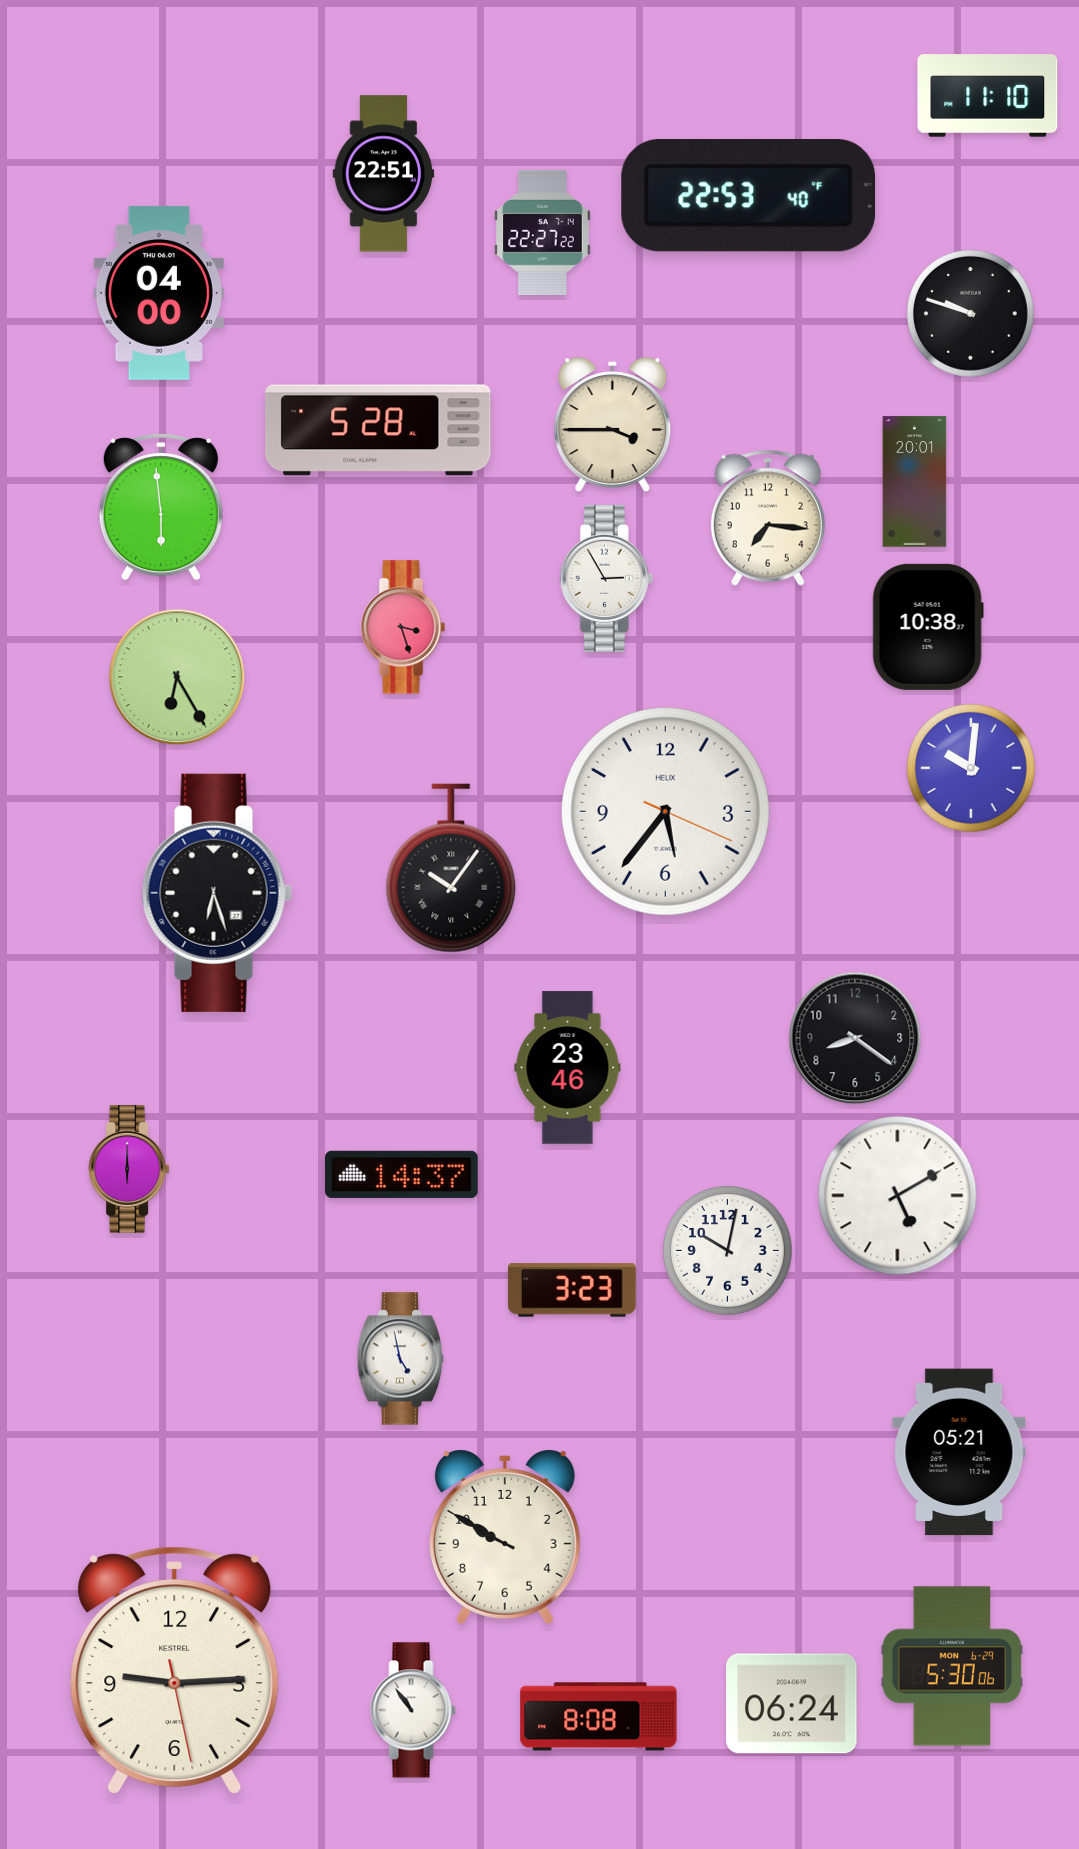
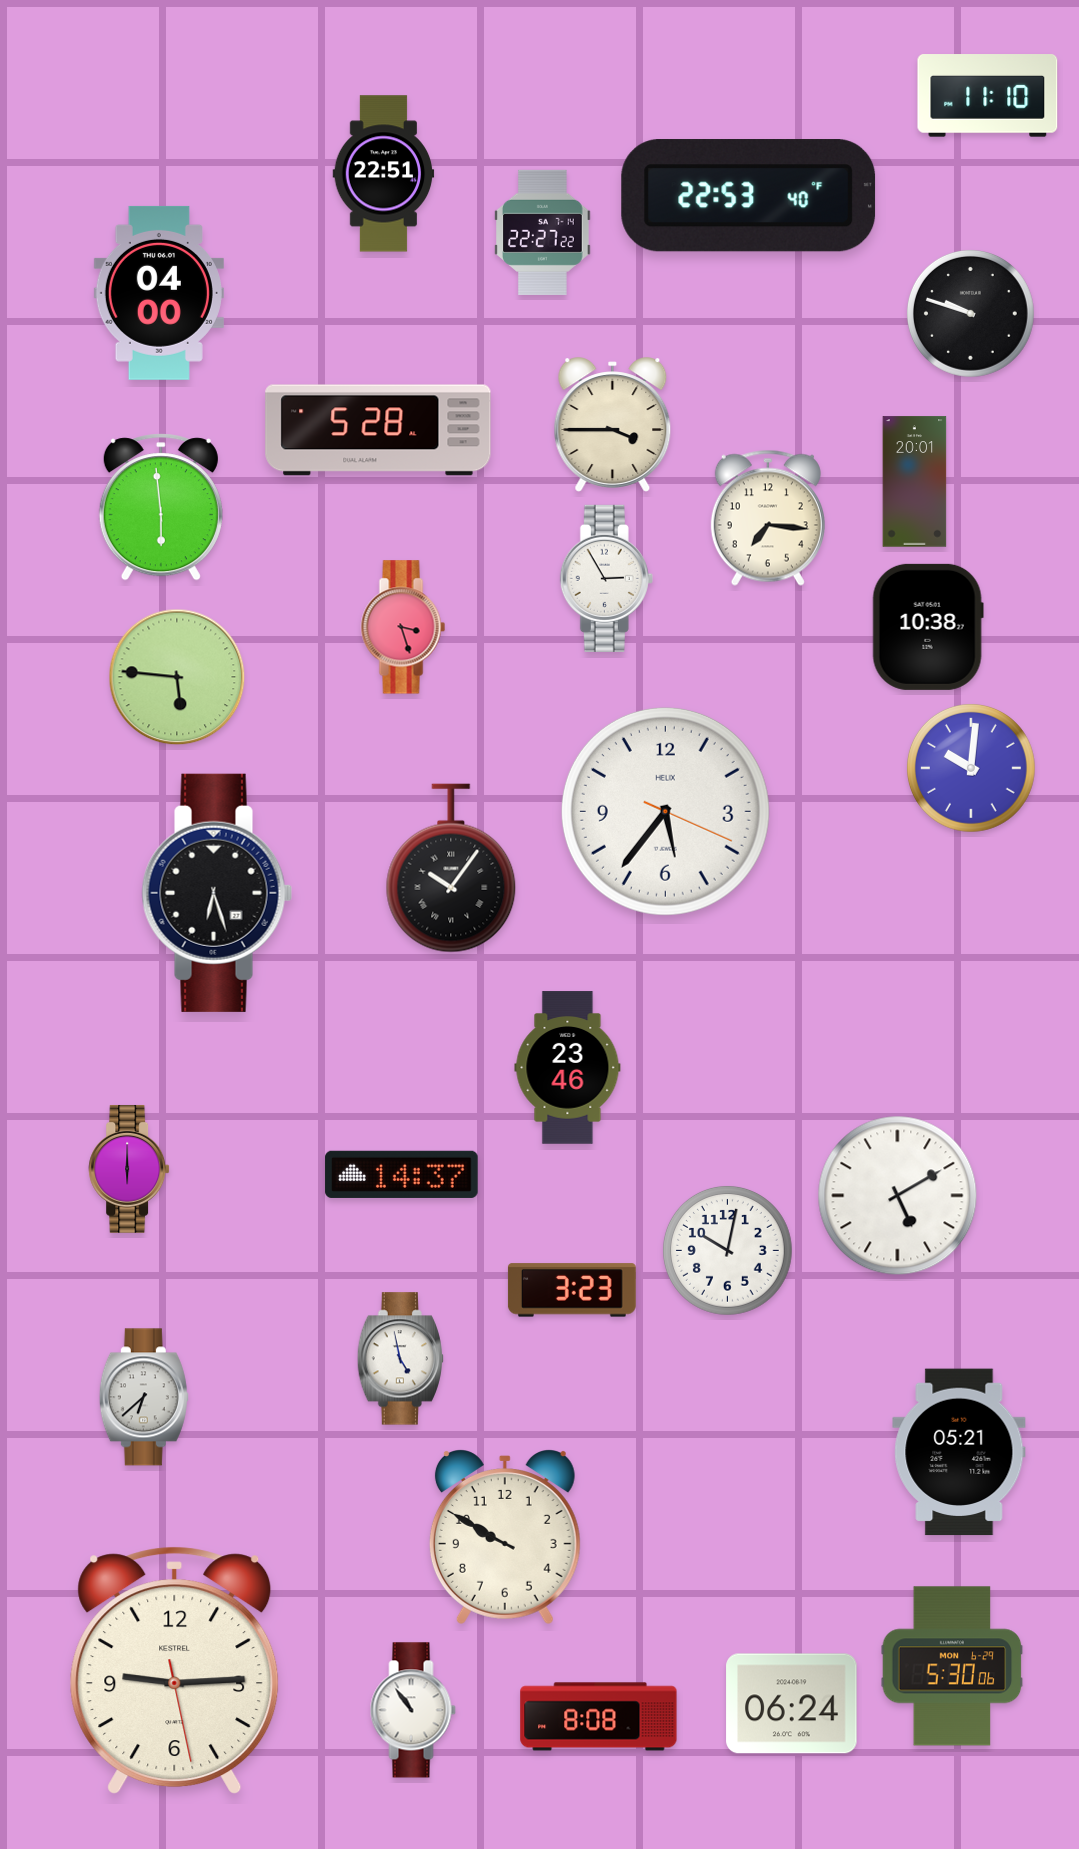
clock at (177, 677): 6:25 -> 5:46
clock at (855, 1038): 8:21 -> none
clock at (144, 1397): none -> 6:38
